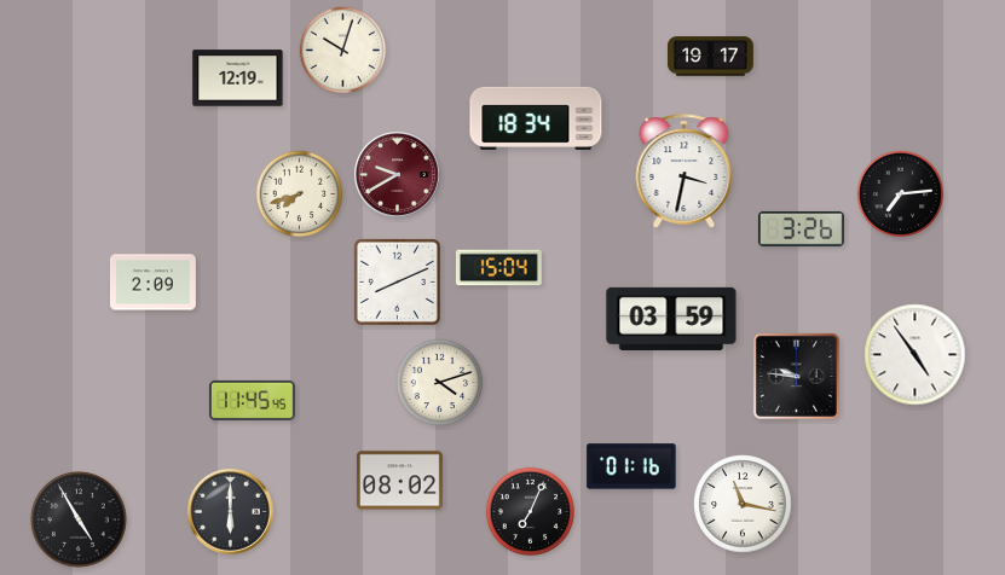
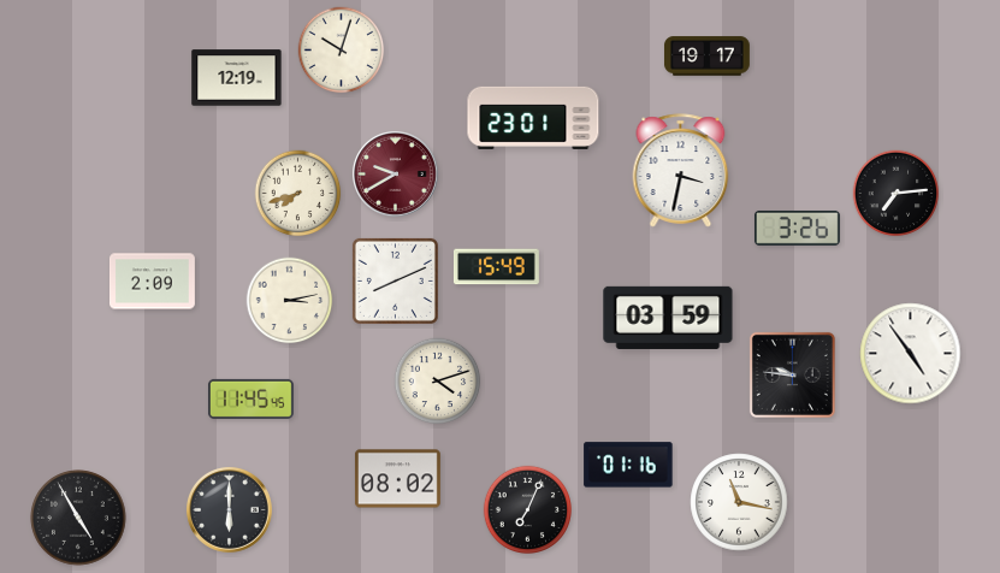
clock at (536, 118): 18:34 -> 23:01
clock at (498, 268): 15:04 -> 15:49
clock at (290, 301): none -> 3:13
